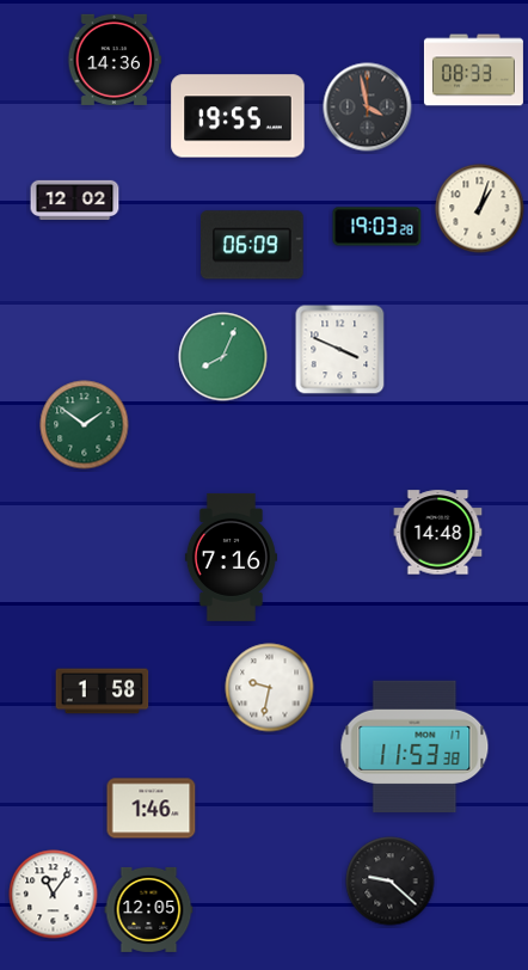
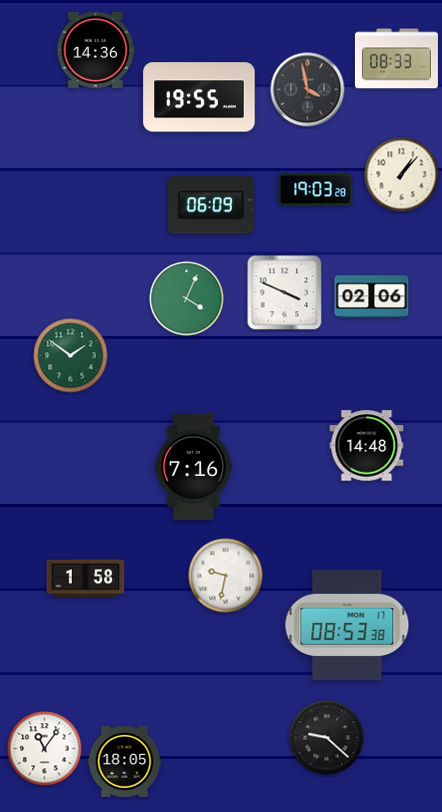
clock at (75, 199): 12:02 -> none
clock at (480, 209): 1:03 -> 1:07
clock at (372, 297): none -> 02:06
clock at (223, 357): 8:04 -> 4:04
clock at (415, 747): 11:53 -> 08:53
clock at (152, 809): 1:46 -> none
clock at (149, 909): 12:05 -> 18:05
